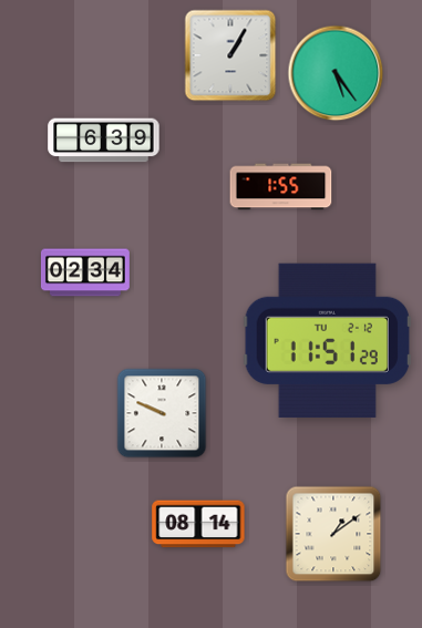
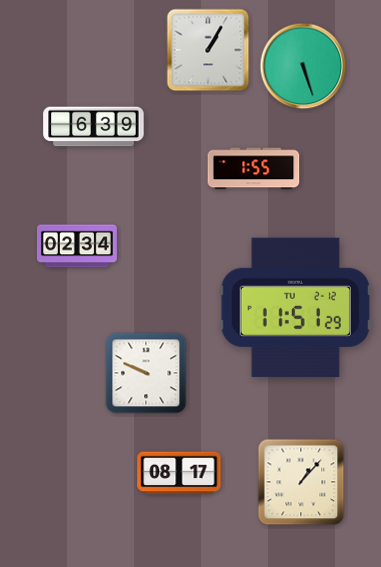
clock at (336, 73): 5:24 -> 5:27
clock at (198, 524): 08:14 -> 08:17
clock at (333, 534): 1:09 -> 1:07
